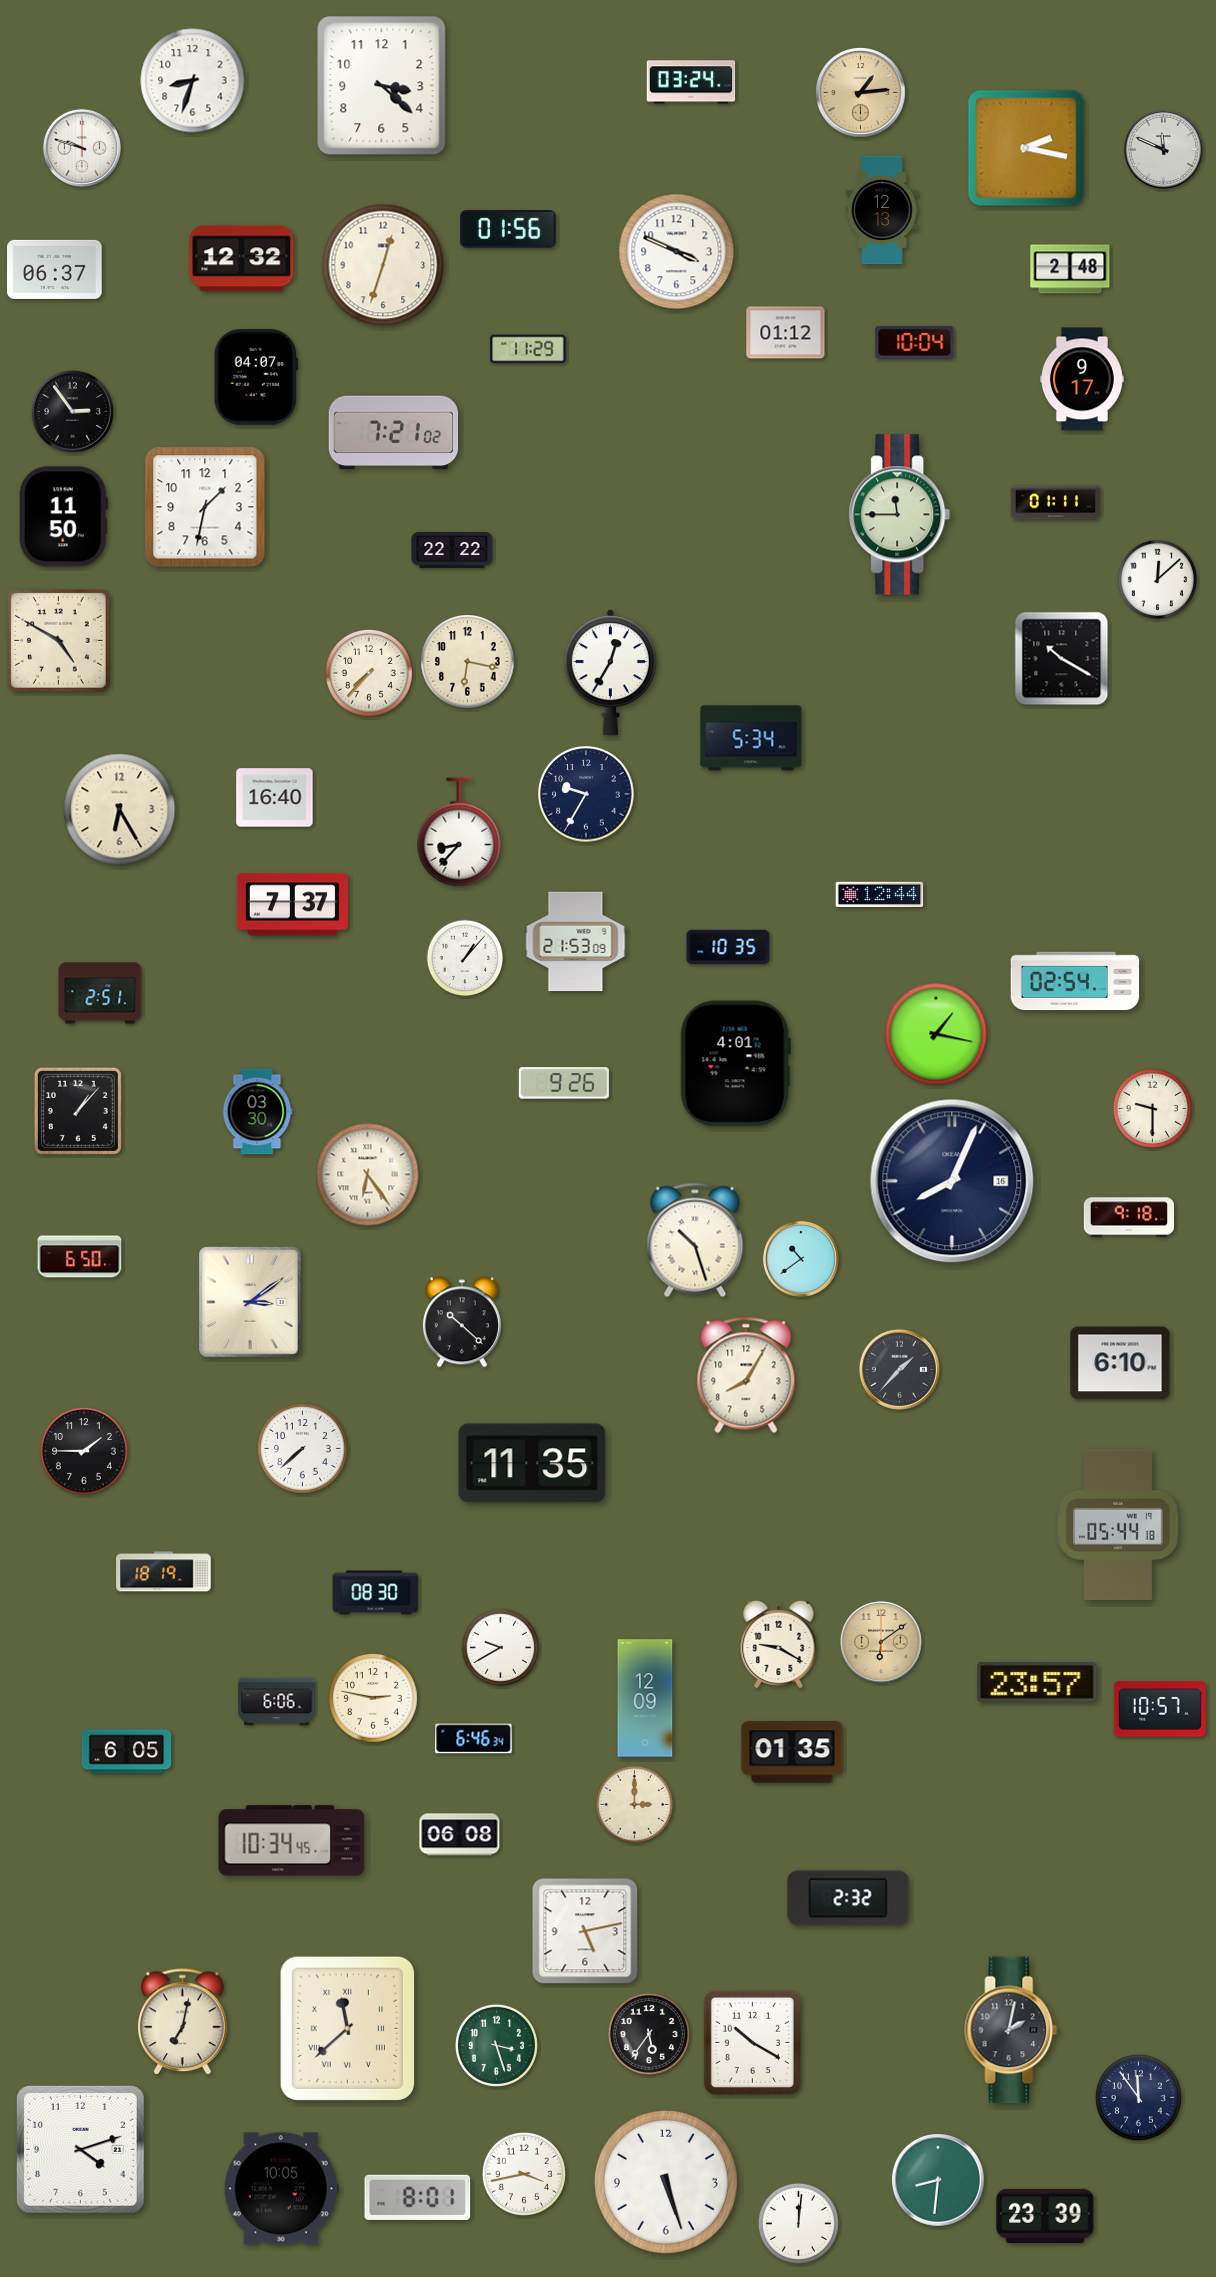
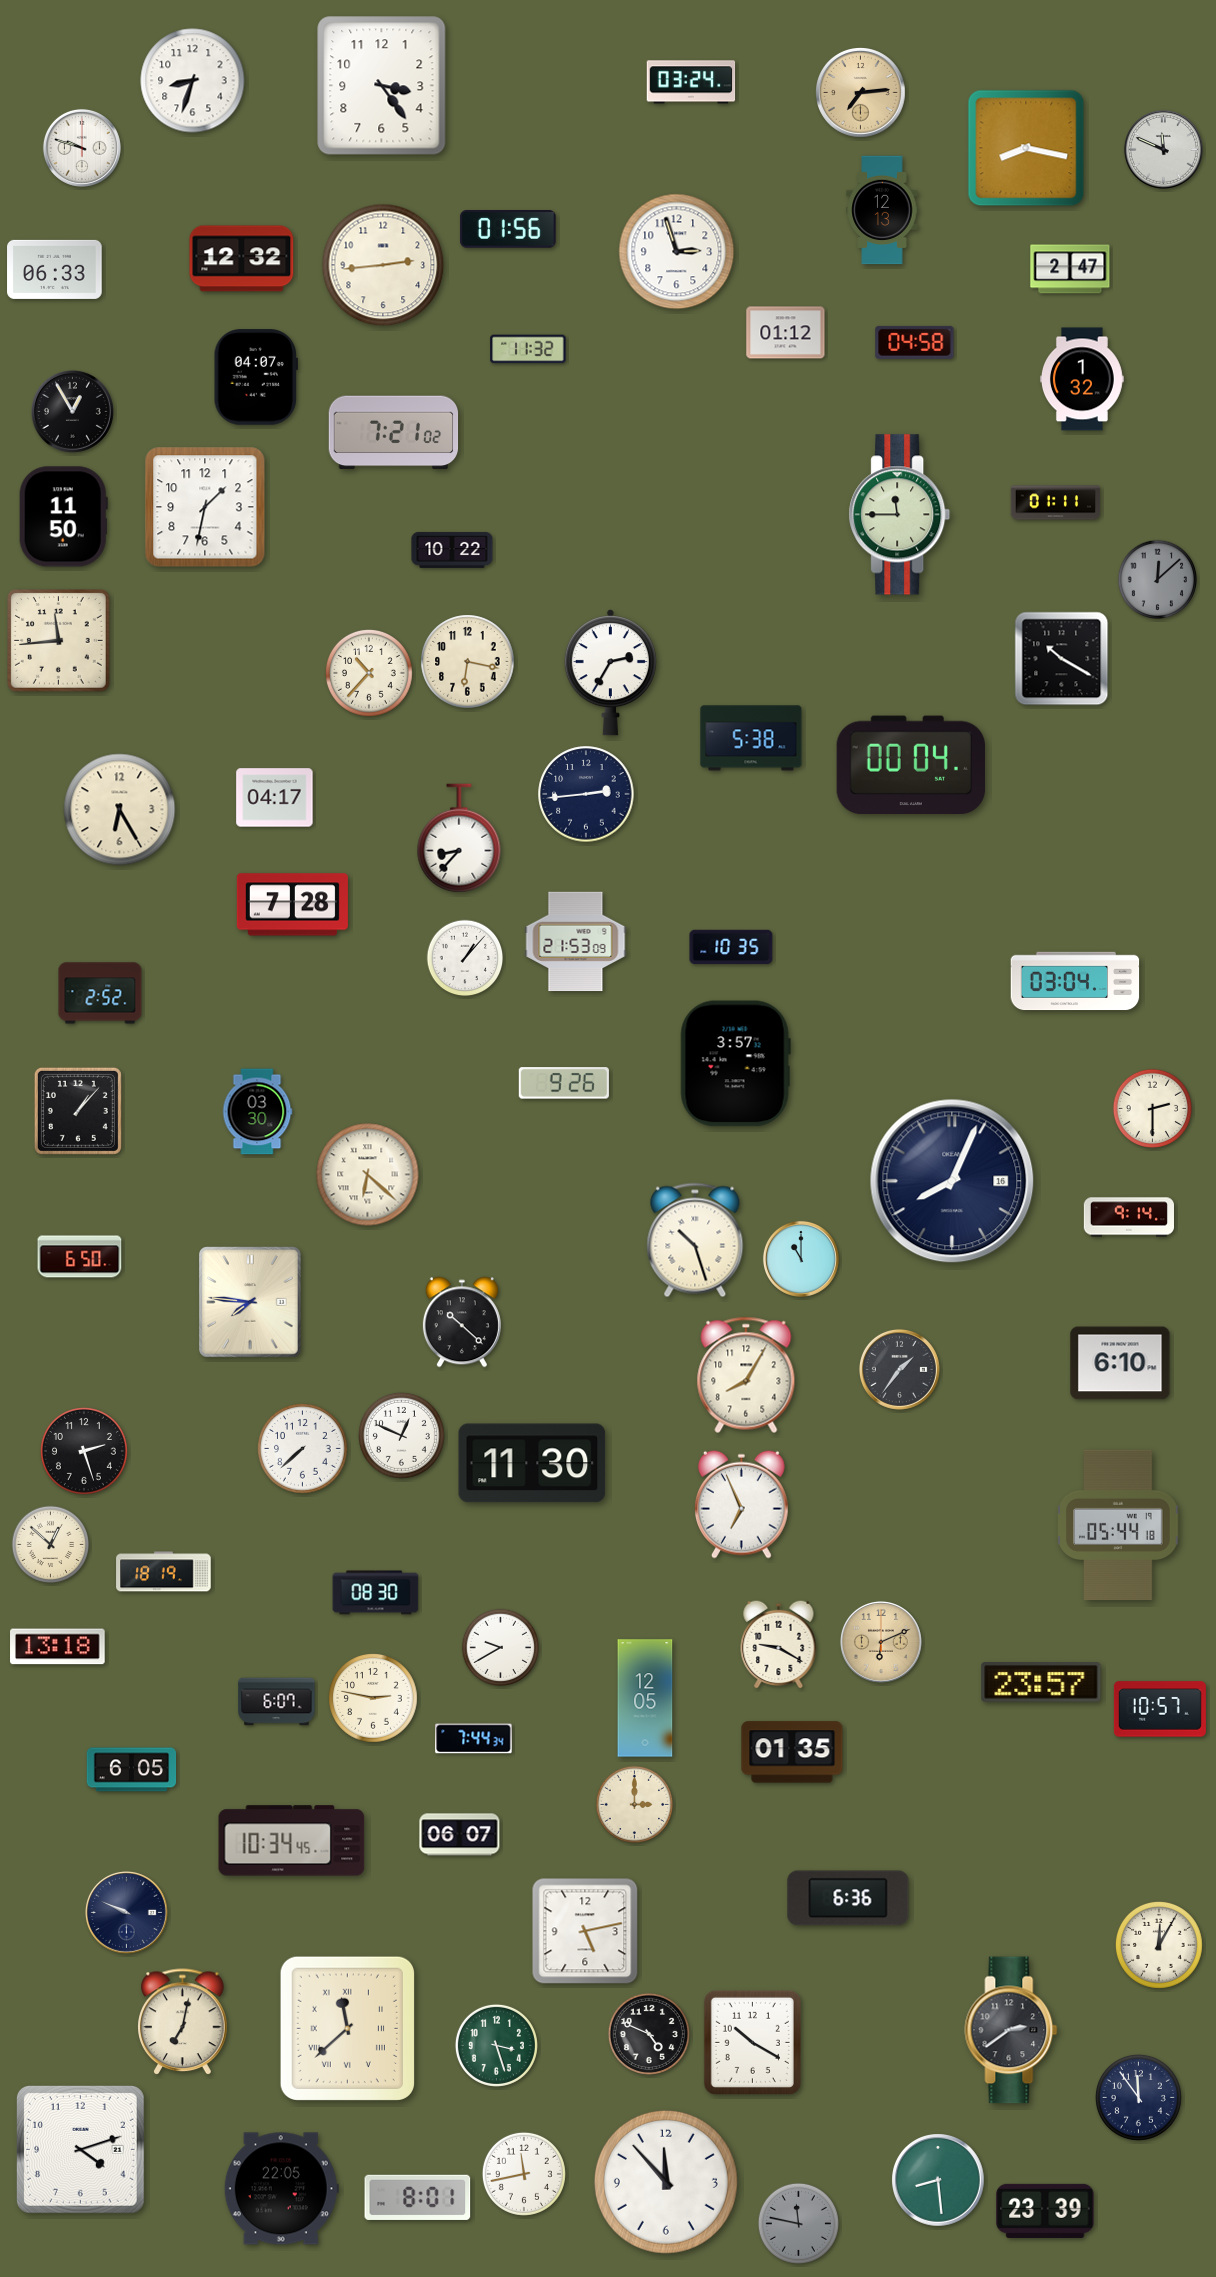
clock at (382, 86): 3:22 -> 3:24
clock at (861, 93): 1:14 -> 7:14
clock at (1026, 148): 2:17 -> 8:17
clock at (677, 252): 3:49 -> 2:57
clock at (383, 265): 12:33 -> 2:44
clock at (55, 269): 06:37 -> 06:33
clock at (1070, 269): 2:48 -> 2:47
clock at (915, 342): 10:04 -> 04:58
clock at (528, 349): 11:29 -> 11:32
clock at (1082, 379): 9:17 -> 1:32
clock at (72, 411): 2:54 -> 12:55
clock at (452, 550): 22:22 -> 10:22
clock at (1157, 579) dial: white -> grey
clock at (59, 641): 4:50 -> 11:44
clock at (369, 673): 7:37 -> 10:37
clock at (610, 673): 12:35 -> 2:35
clock at (751, 738): 5:34 -> 5:38
clock at (911, 765): none -> 00:04
clock at (586, 794): 9:35 -> 2:44
clock at (275, 798): 16:40 -> 04:17
clock at (459, 832) position: (459, 832) -> (459, 838)
clock at (880, 894): 12:44 -> none
clock at (292, 905): 7:37 -> 7:28
clock at (728, 947) position: (728, 947) -> (731, 947)
clock at (1075, 981): 02:54 -> 03:04
clock at (100, 993): 2:51 -> 2:52
clock at (936, 1034): 1:17 -> none
clock at (735, 1064): 4:01 -> 3:57
clock at (1152, 1108): 9:30 -> 2:30
clock at (368, 1175): 6:24 -> 6:22
clock at (1128, 1217): 9:18 -> 9:14
clock at (801, 1259): 10:39 -> 11:00
clock at (251, 1302): 3:09 -> 7:46
clock at (899, 1369): 1:37 -> 1:36
clock at (401, 1435): none -> 12:49
clock at (84, 1451): 1:45 -> 2:27
clock at (532, 1463): 11:35 -> 11:30
clock at (741, 1504): none -> 6:56
clock at (51, 1545): none -> 12:52
clock at (881, 1642): 6:09 -> 6:11
clock at (58, 1647): none -> 13:18
clock at (1037, 1682) position: (1037, 1682) -> (1041, 1682)
clock at (645, 1698): 12:09 -> 12:05
clock at (277, 1702): 6:06 -> 6:07
clock at (474, 1739): 6:46 -> 7:44
clock at (127, 1752) position: (127, 1752) -> (132, 1770)
clock at (460, 1835): 06:08 -> 06:07
clock at (848, 1898): 2:32 -> 6:36
clock at (126, 1912): none -> 9:49
clock at (1159, 1945): none -> 12:05
clock at (1011, 2030): 2:02 -> 2:39
clock at (649, 2034): 5:36 -> 4:49
clock at (524, 2174): 3:43 -> 11:43
clock at (938, 2180): 8:31 -> 8:29
clock at (666, 2182): 5:27 -> 11:53
clock at (281, 2189): 10:05 -> 22:05
clock at (1045, 2216) position: (1045, 2216) -> (1045, 2211)
clock at (798, 2223): 12:01 -> 11:47
clock at (798, 2223) dial: white -> grey
